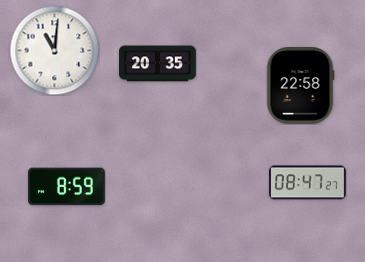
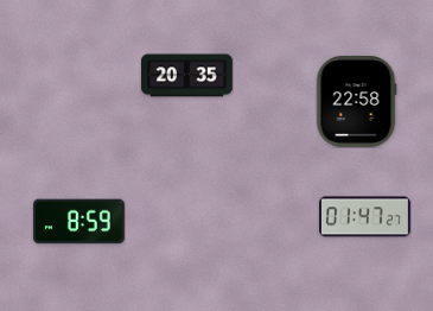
clock at (54, 50): 11:01 -> none
clock at (308, 183): 08:47 -> 01:47
